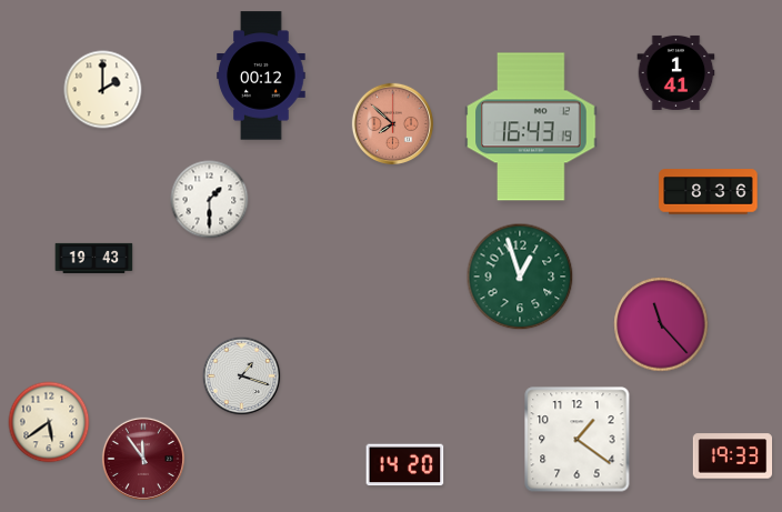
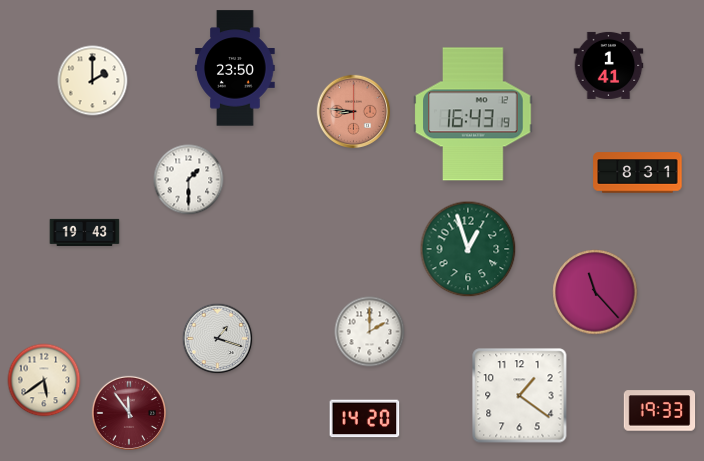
clock at (261, 76): 00:12 -> 23:50
clock at (392, 123): 7:52 -> 8:46
clock at (531, 127) position: (531, 127) -> (473, 114)
clock at (709, 192): 8:36 -> 8:31
clock at (370, 332): none -> 2:00
